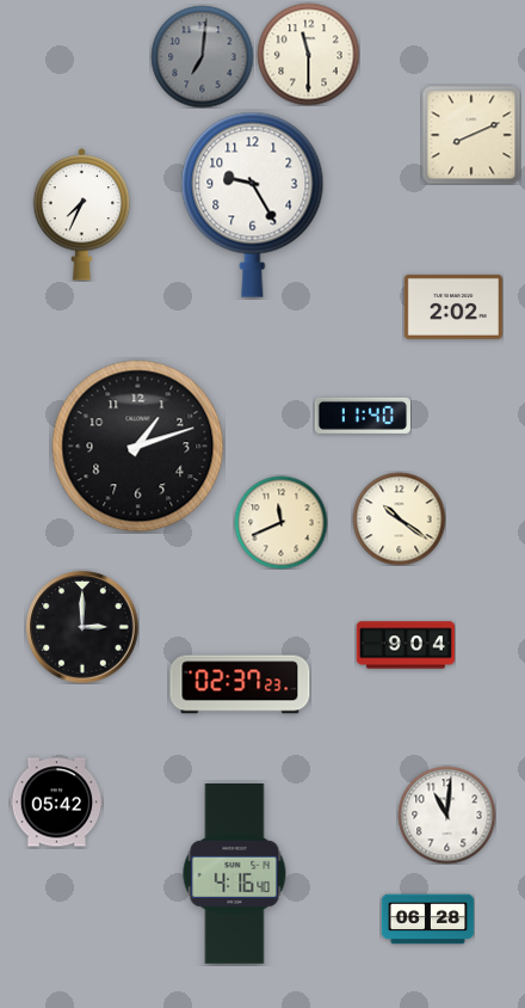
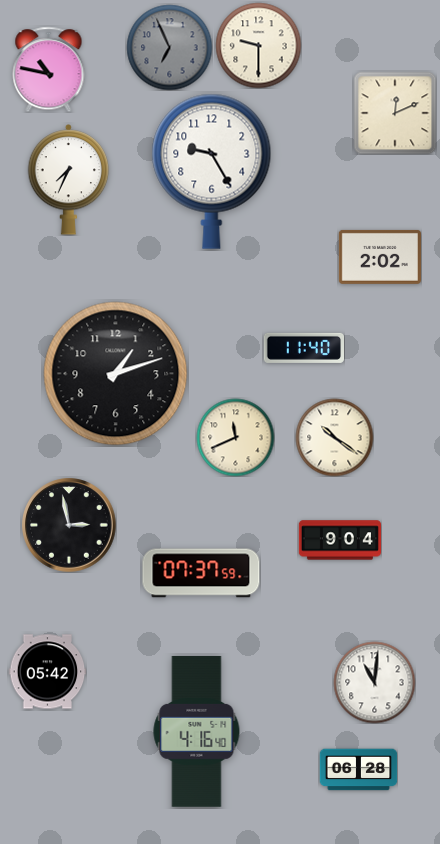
clock at (308, 54): 11:30 -> 9:30
clock at (202, 56): 7:01 -> 6:56
clock at (49, 69): none -> 10:47
clock at (471, 135): 8:11 -> 12:11
clock at (399, 518) position: (399, 518) -> (334, 437)
clock at (82, 627): 3:00 -> 2:58
clock at (240, 684): 02:37 -> 07:37
